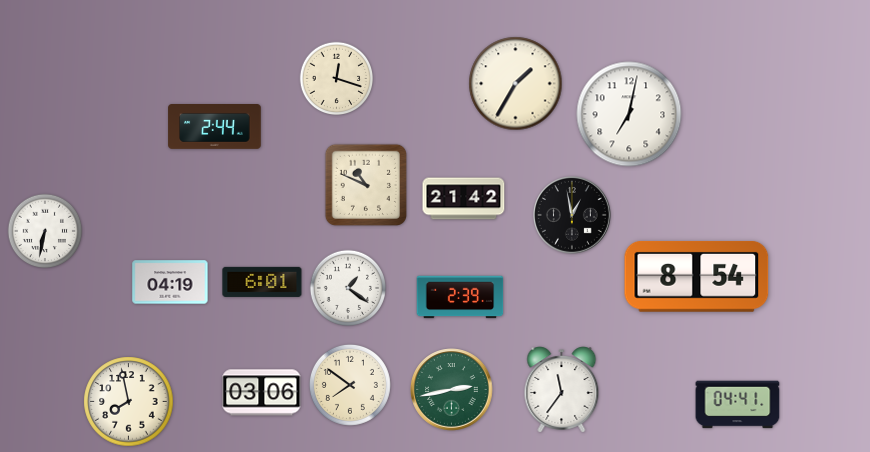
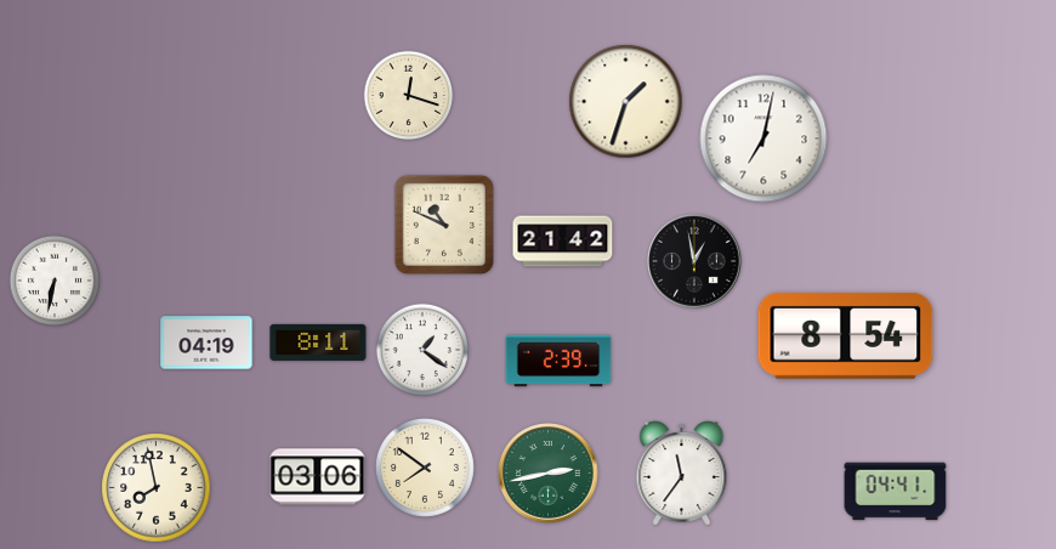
clock at (516, 84): 1:35 -> 1:33
clock at (215, 127): 2:44 -> none
clock at (262, 282): 6:01 -> 8:11
